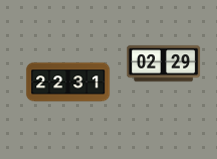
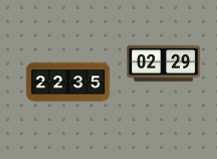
clock at (68, 82): 22:31 -> 22:35
